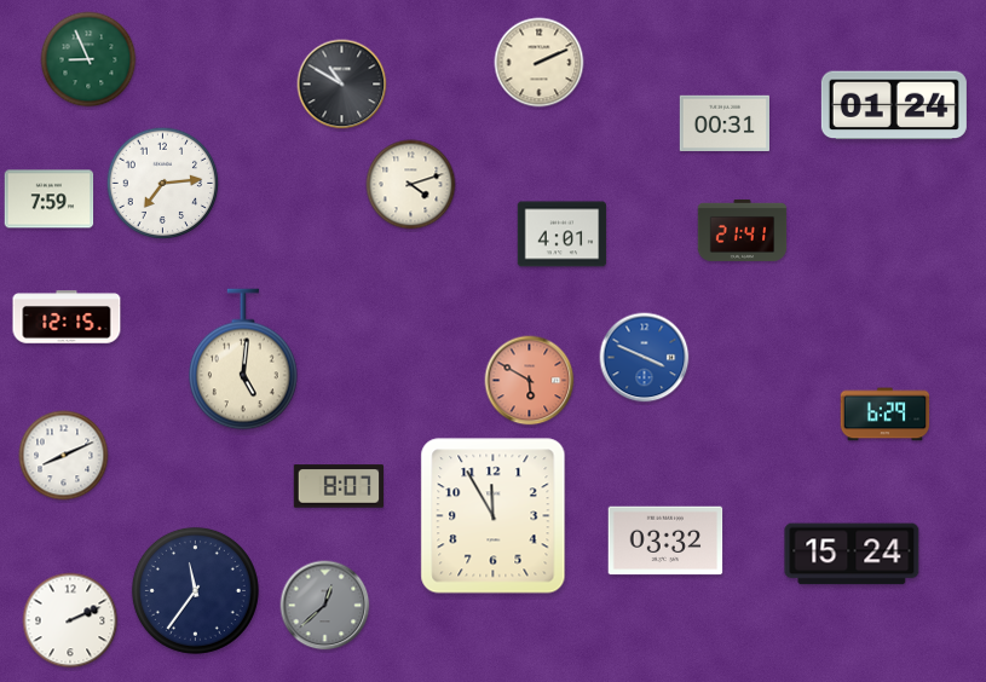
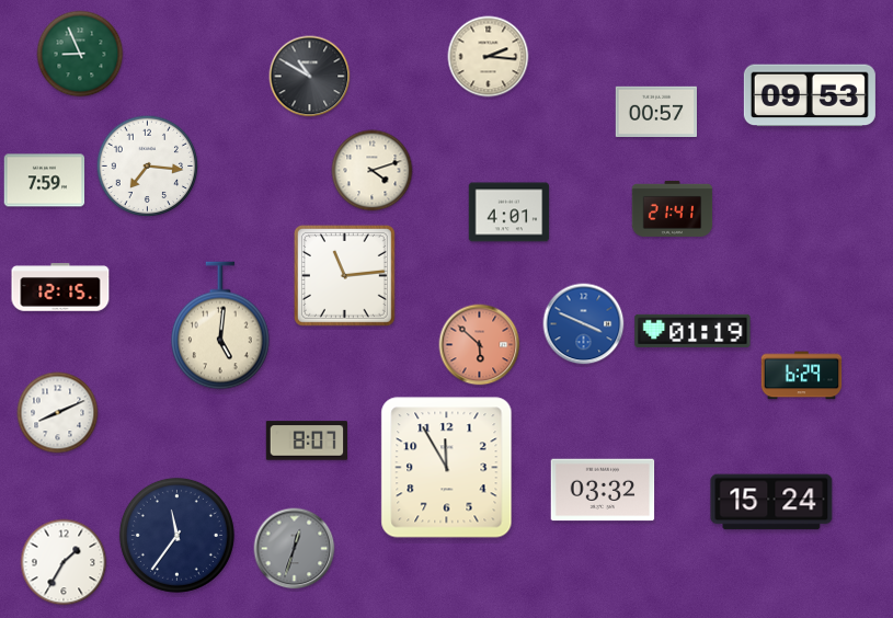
clock at (540, 63): 2:11 -> 2:16
clock at (894, 105): 01:24 -> 09:53
clock at (723, 122): 00:31 -> 00:57
clock at (163, 184): 7:14 -> 7:16
clock at (411, 185) position: (411, 185) -> (373, 171)
clock at (344, 275): none -> 11:14
clock at (692, 331): none -> 01:19
clock at (530, 381): 5:50 -> 5:52
clock at (325, 606): 12:38 -> 12:33
clock at (70, 620): 2:11 -> 1:35
